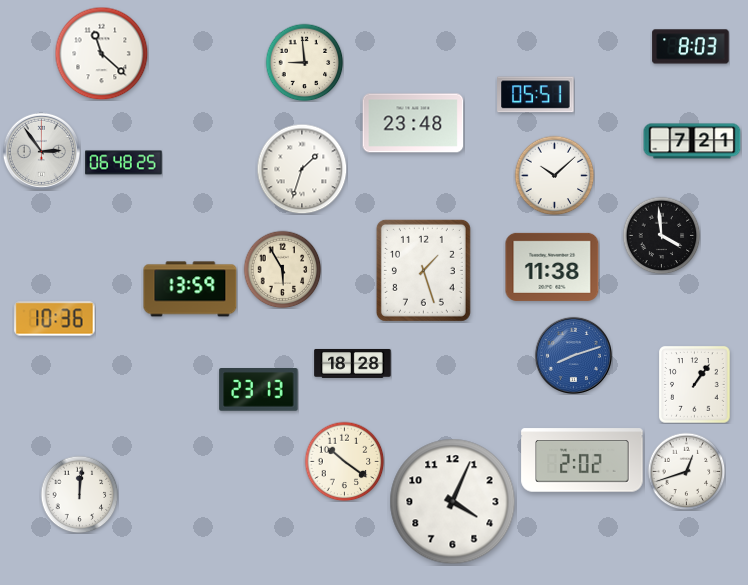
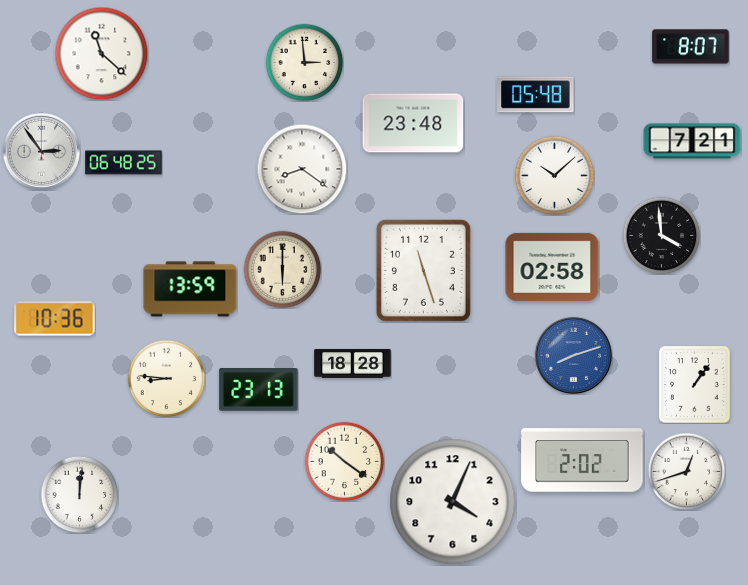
clock at (691, 47): 8:03 -> 8:07
clock at (304, 62): 8:59 -> 2:59
clock at (536, 95): 05:51 -> 05:48
clock at (302, 169): 1:33 -> 8:21
clock at (552, 267): 11:38 -> 02:58
clock at (282, 269): 5:55 -> 6:00
clock at (423, 270): 1:27 -> 11:27
clock at (166, 378): none -> 8:46
